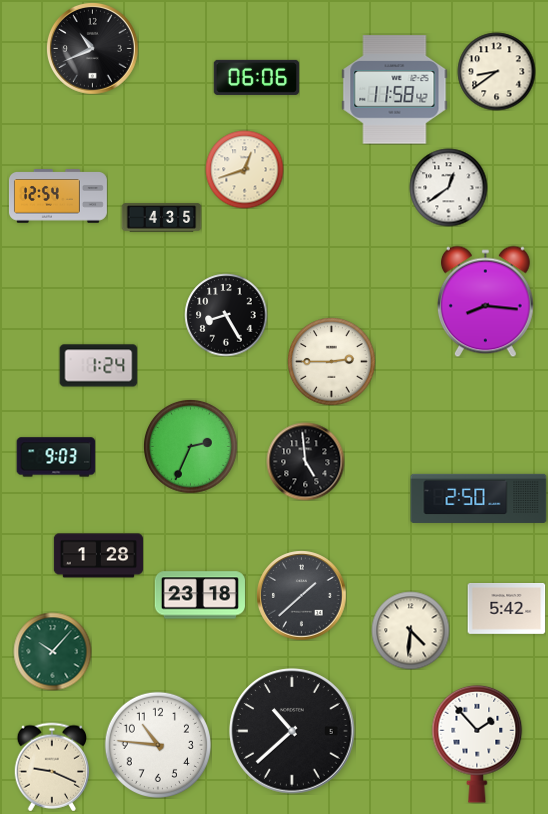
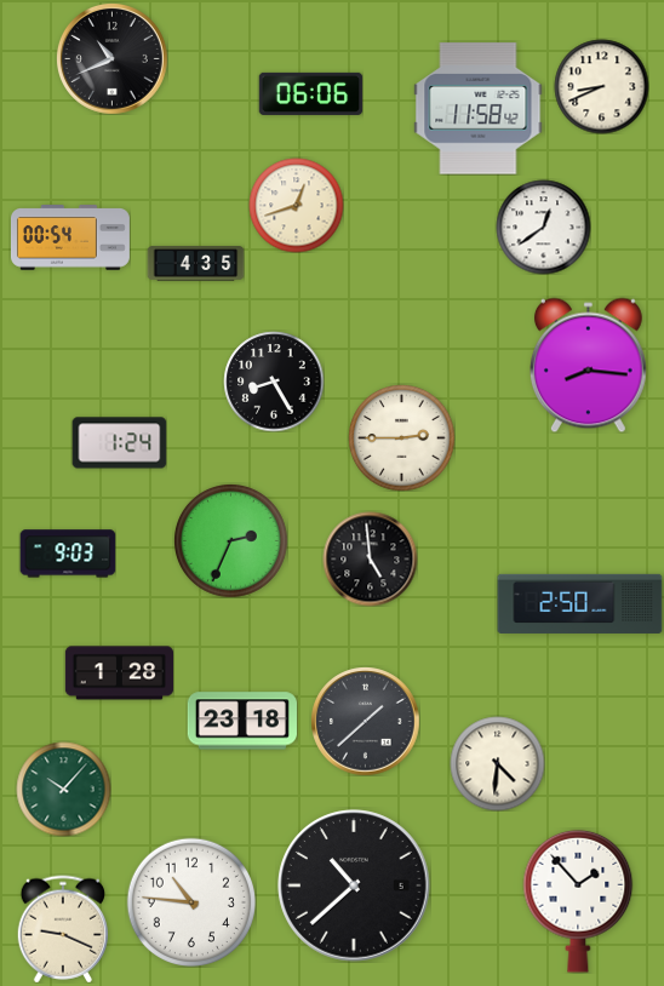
clock at (496, 71): 8:39 -> 8:41
clock at (58, 196): 12:54 -> 00:54
clock at (506, 609): 5:42 -> none
